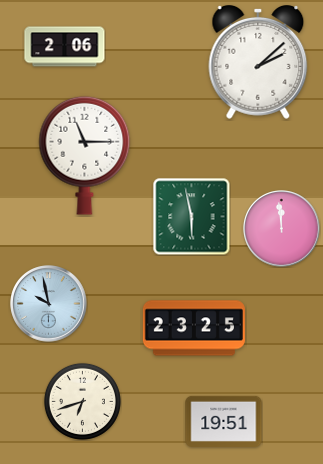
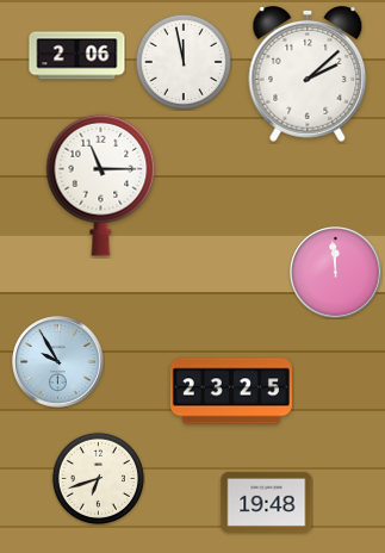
clock at (184, 62): none -> 11:58
clock at (191, 216): 5:58 -> none
clock at (49, 304): 9:58 -> 9:55
clock at (224, 421): 19:51 -> 19:48
